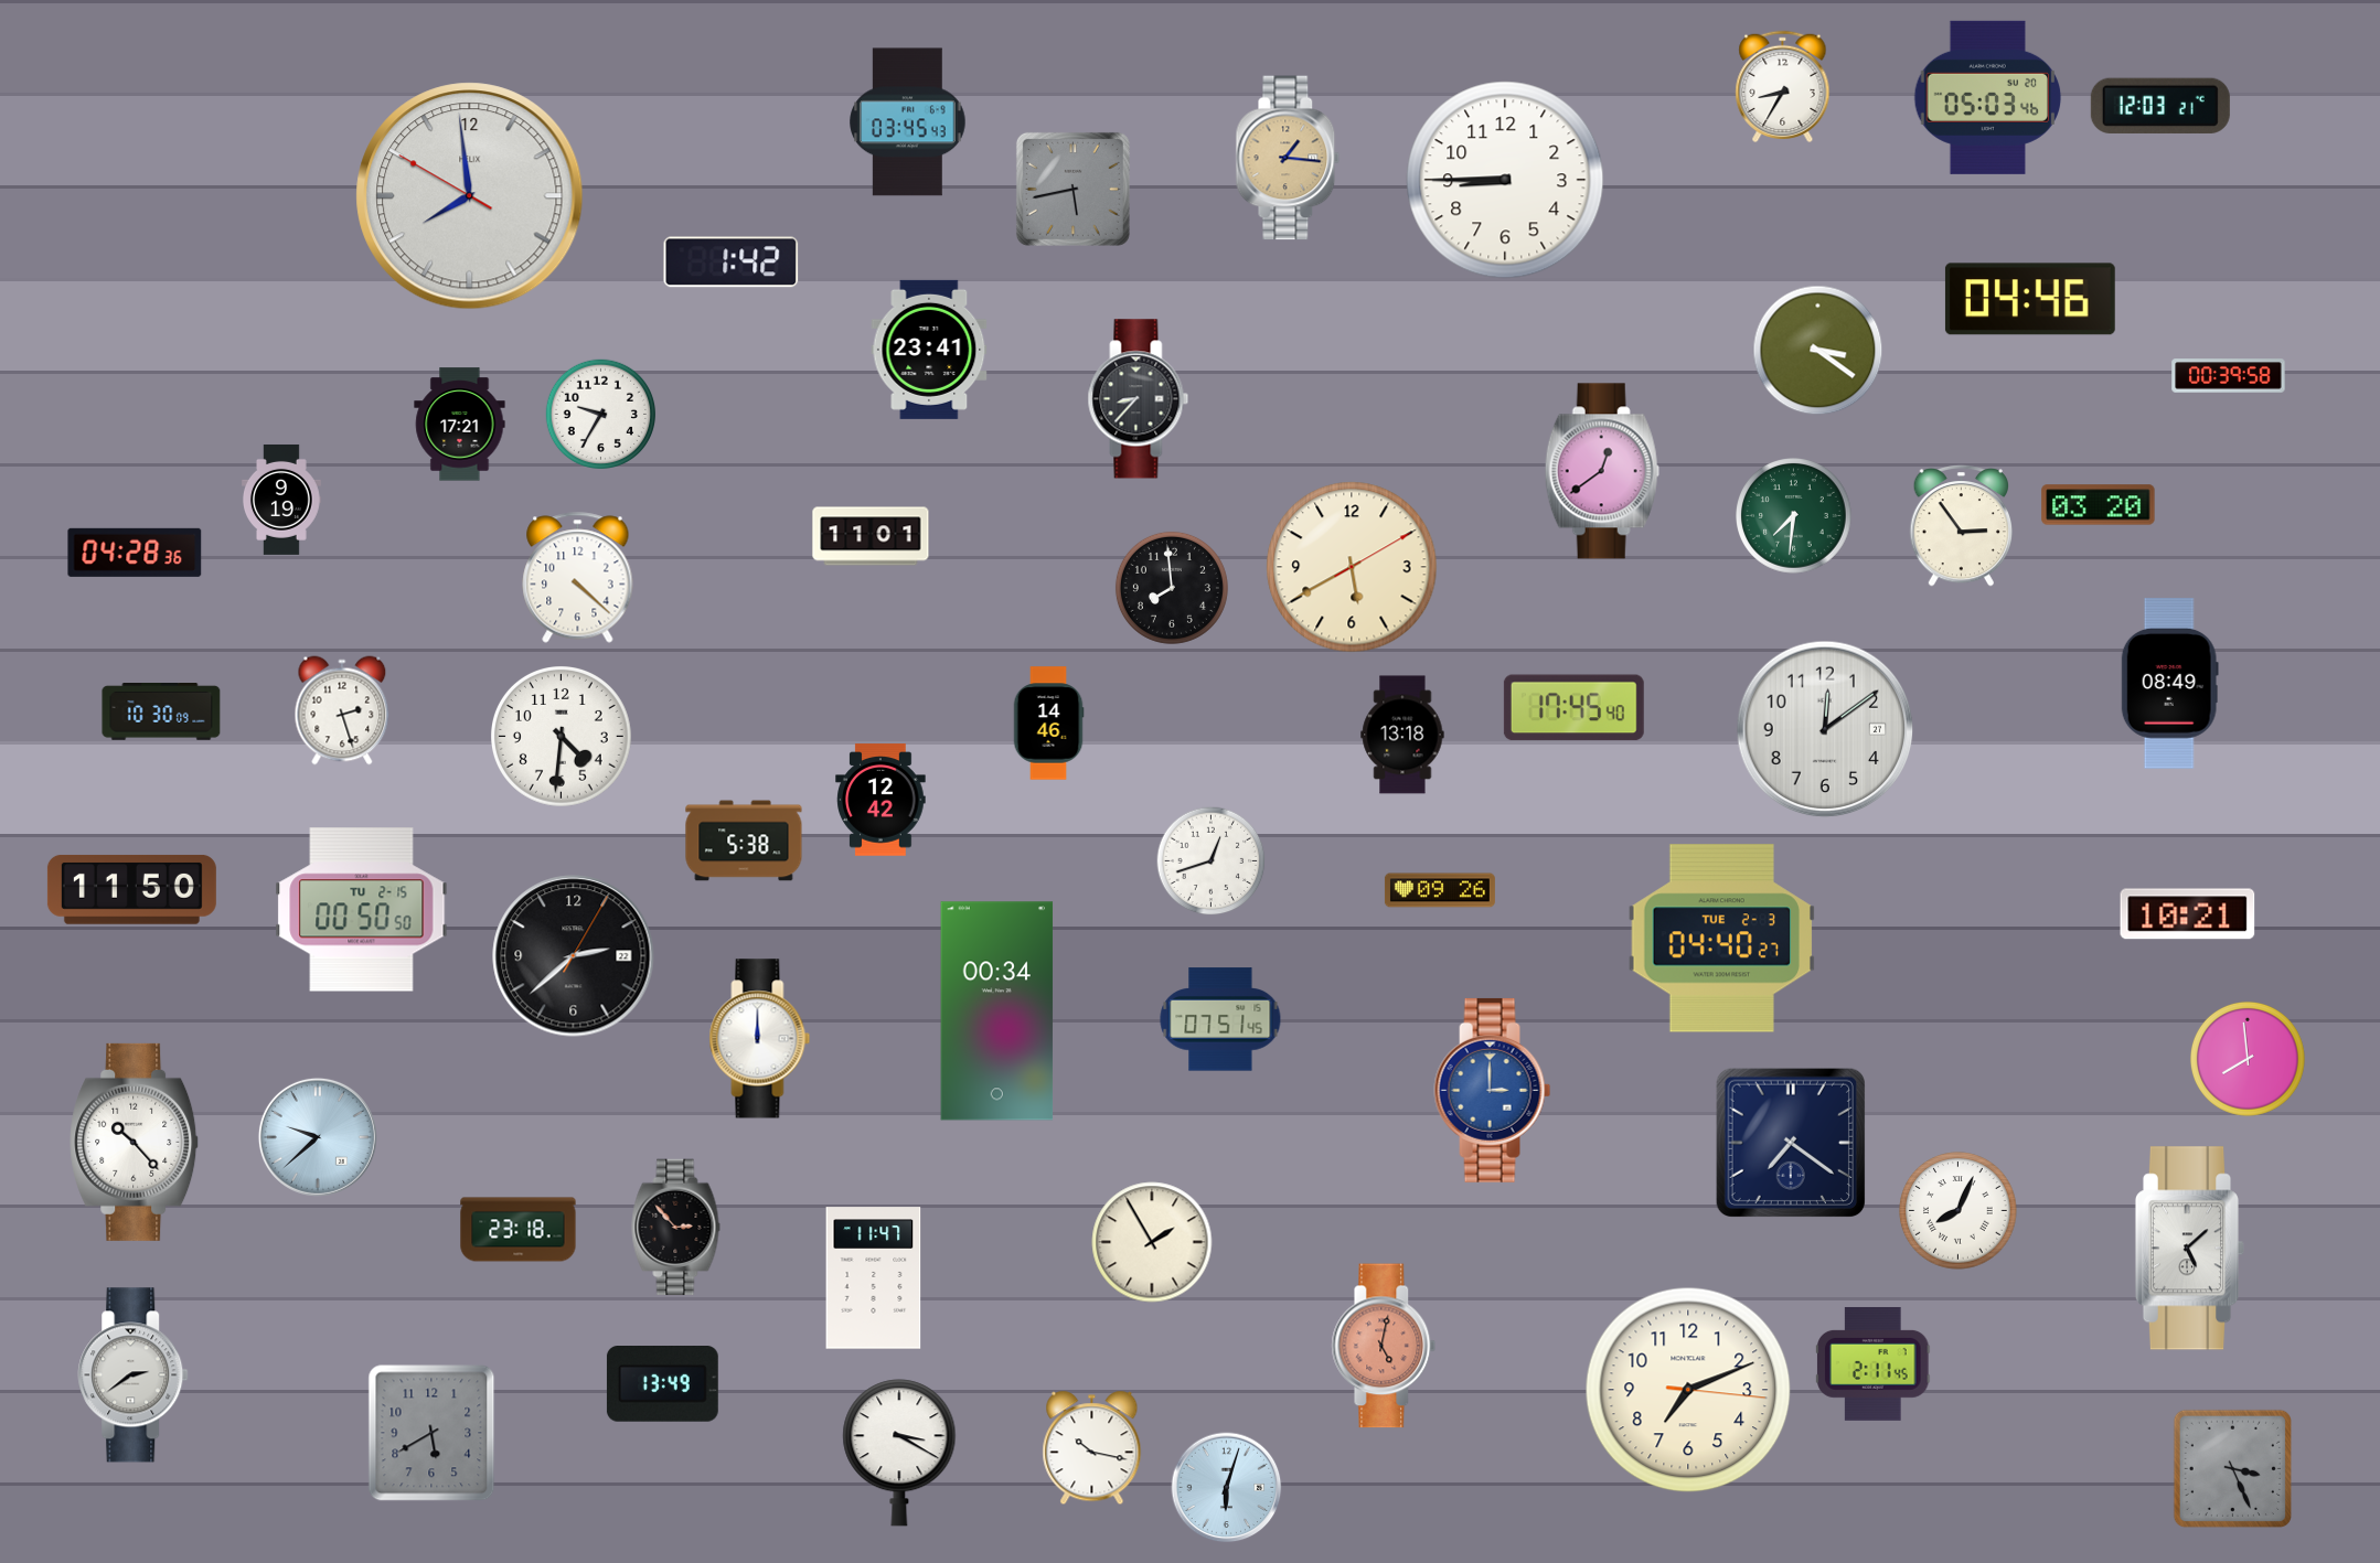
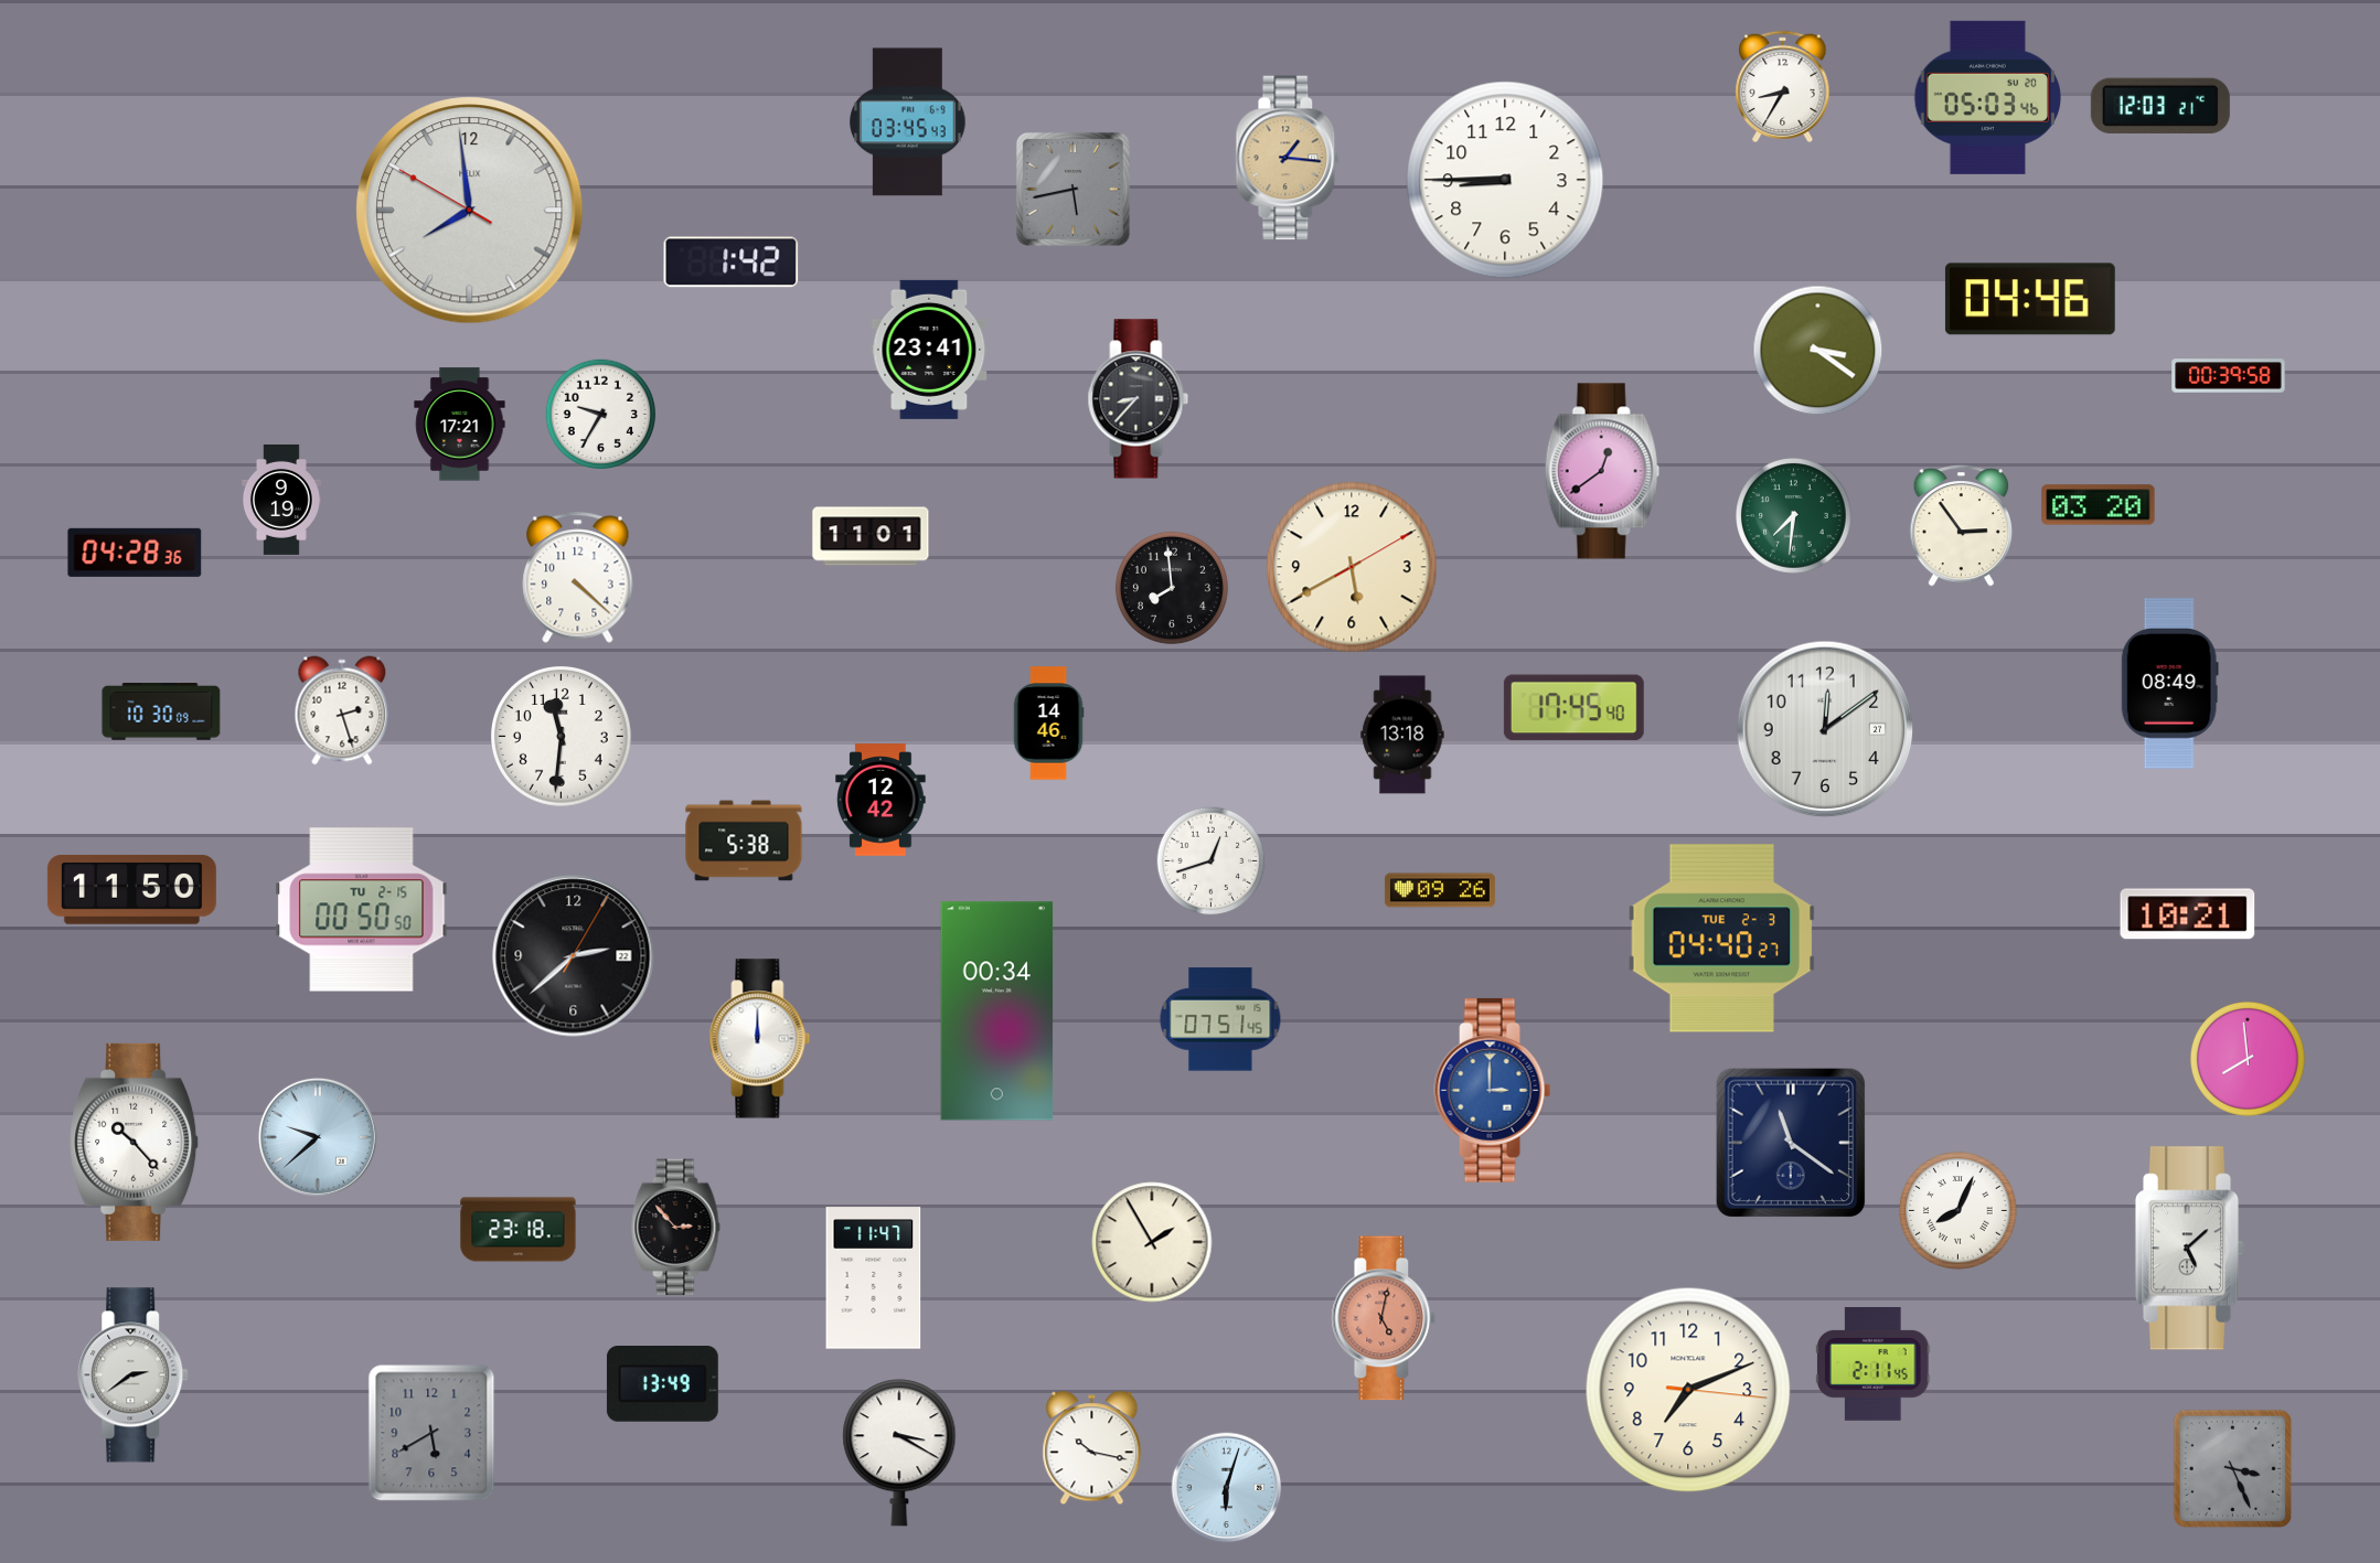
clock at (470, 196) position: (470, 196) -> (470, 211)
clock at (562, 737): 4:31 -> 11:31
clock at (1791, 1143): 7:21 -> 11:21
clock at (1384, 1346) position: (1384, 1346) -> (1384, 1318)
